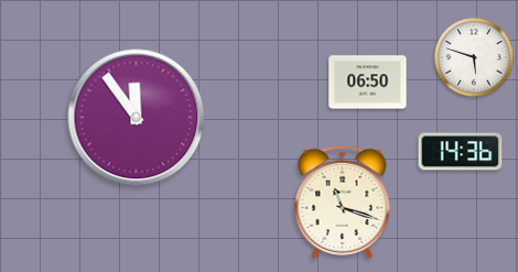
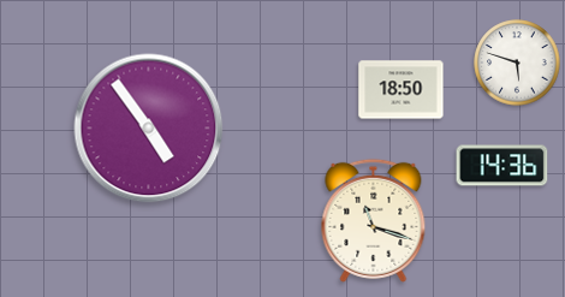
clock at (368, 83): 06:50 -> 18:50
clock at (137, 118): 11:54 -> 4:54
